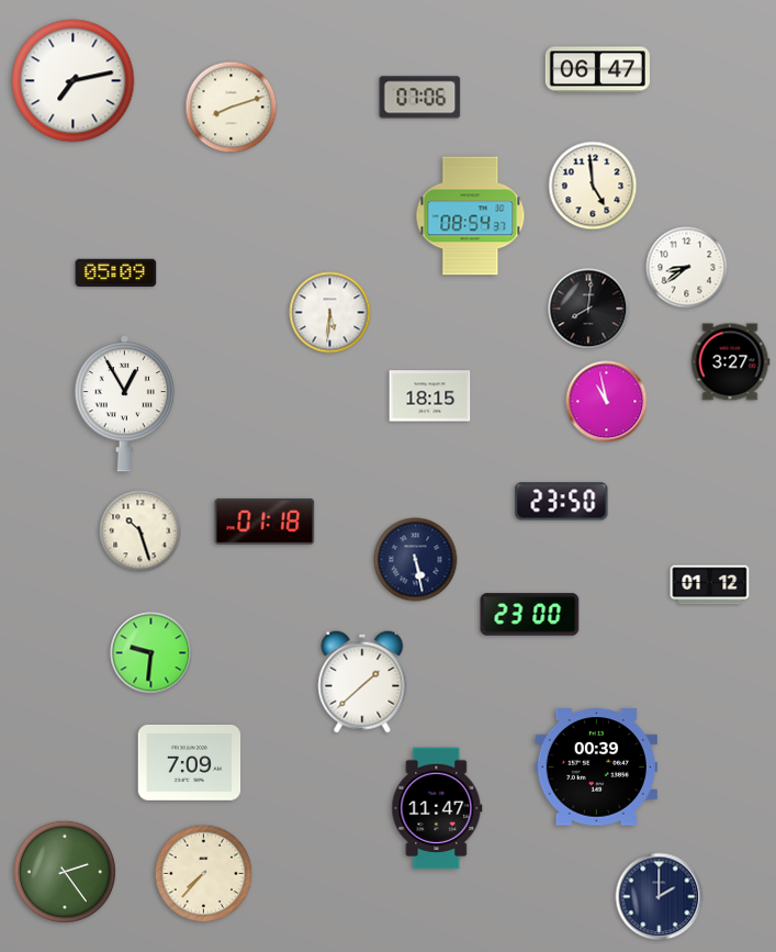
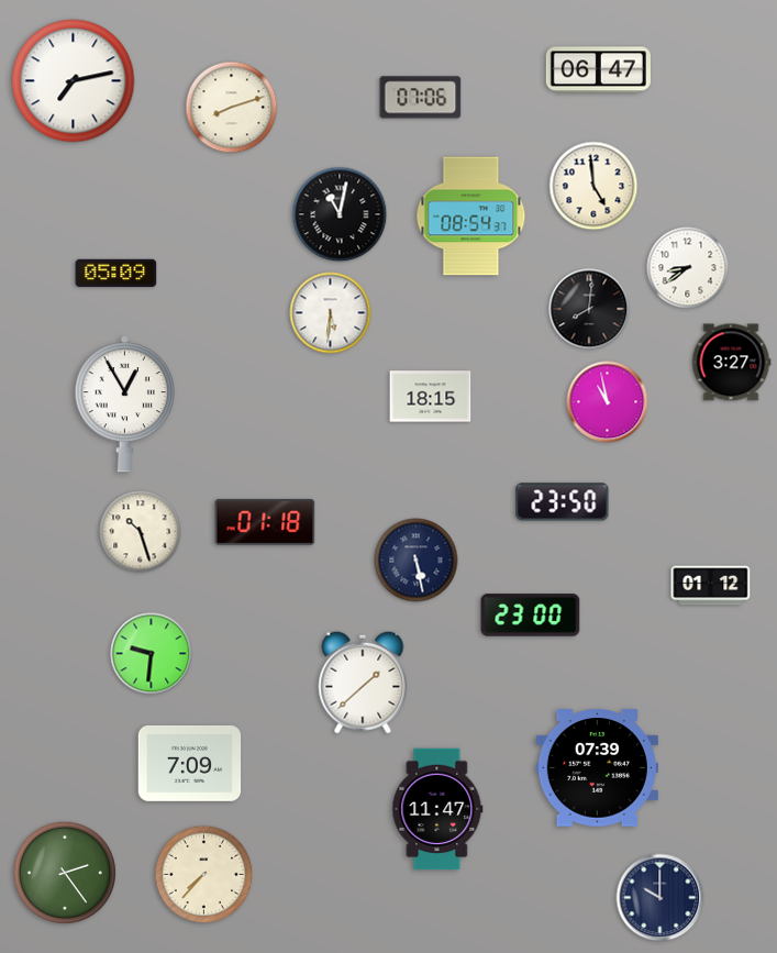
clock at (340, 214): none -> 11:02
clock at (596, 768): 00:39 -> 07:39
clock at (660, 897): 2:00 -> 10:00
